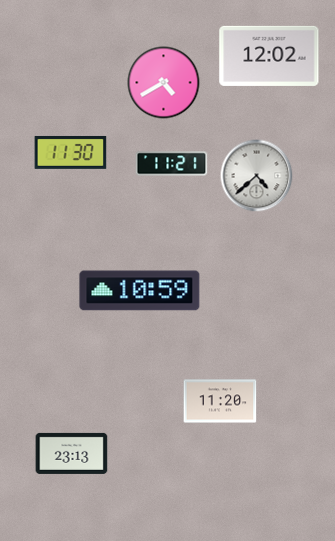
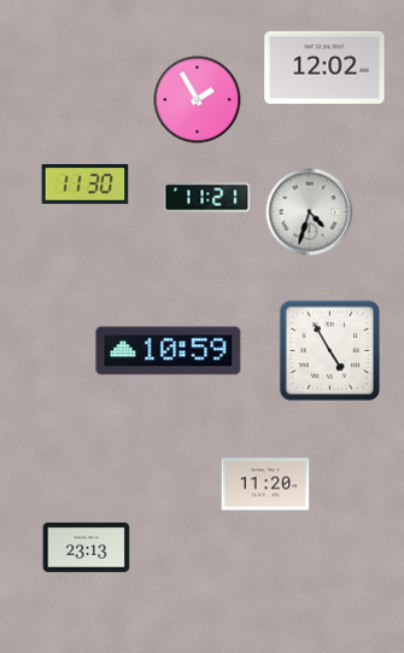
clock at (164, 83): 4:40 -> 1:55
clock at (257, 176): 4:38 -> 4:33
clock at (329, 350): none -> 4:55
